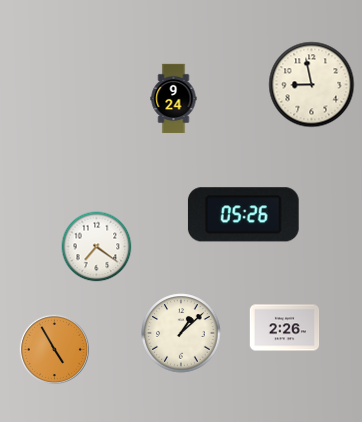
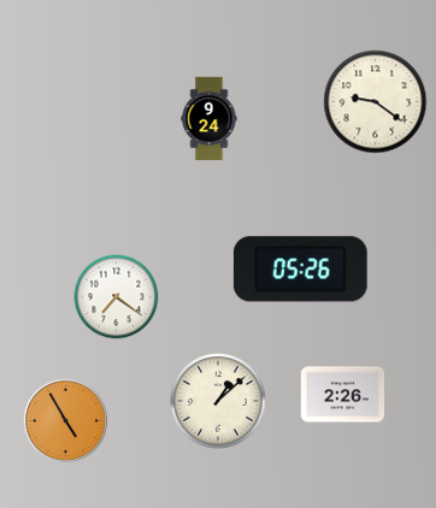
clock at (312, 85): 8:58 -> 9:21
clock at (243, 215) position: (243, 215) -> (300, 270)
